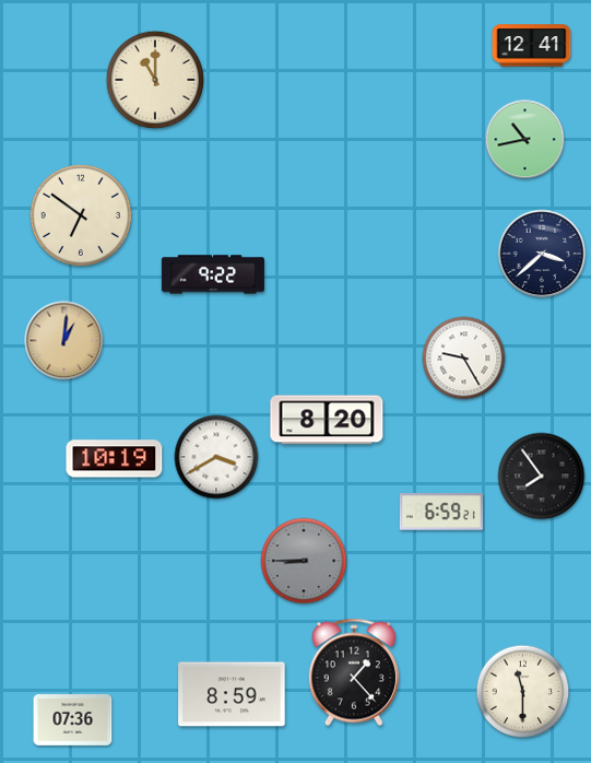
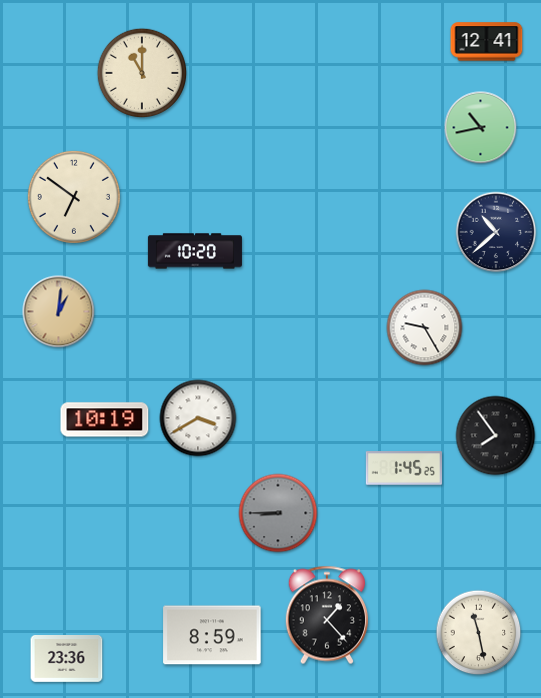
clock at (542, 254): 3:38 -> 10:38
clock at (213, 274): 9:22 -> 10:20
clock at (327, 420): 8:20 -> none
clock at (441, 512): 6:59 -> 1:45
clock at (353, 672) position: (353, 672) -> (326, 615)
clock at (523, 692): 11:30 -> 11:28
clock at (73, 720): 07:36 -> 23:36
